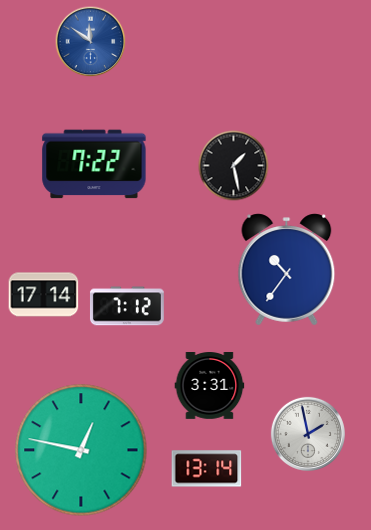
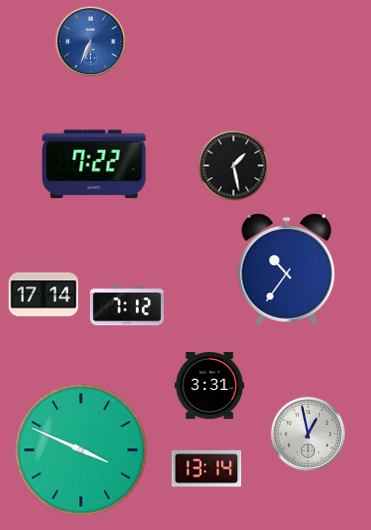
clock at (91, 42): 11:51 -> 6:34
clock at (308, 434): 1:58 -> 12:58
clock at (81, 450): 12:47 -> 3:49
